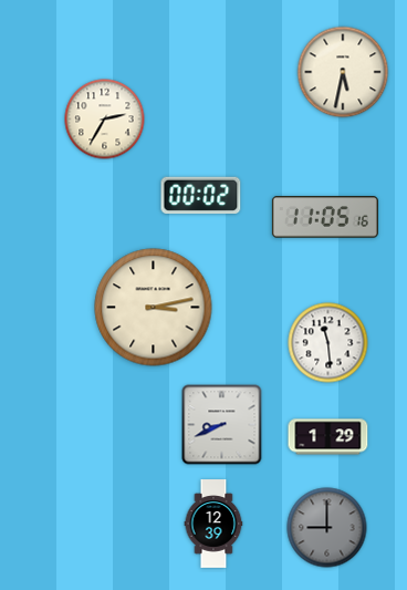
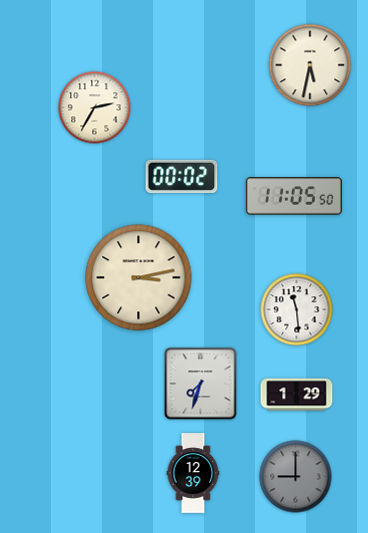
clock at (325, 217): 11:05:16 -> 11:05:50
clock at (222, 425): 8:41 -> 7:33
